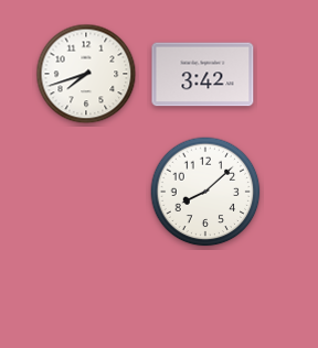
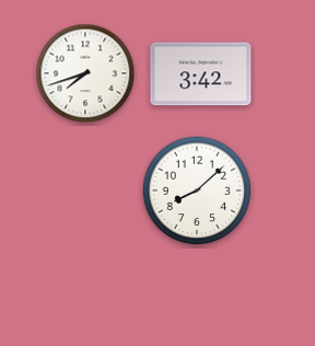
clock at (205, 192) position: (205, 192) -> (197, 191)
